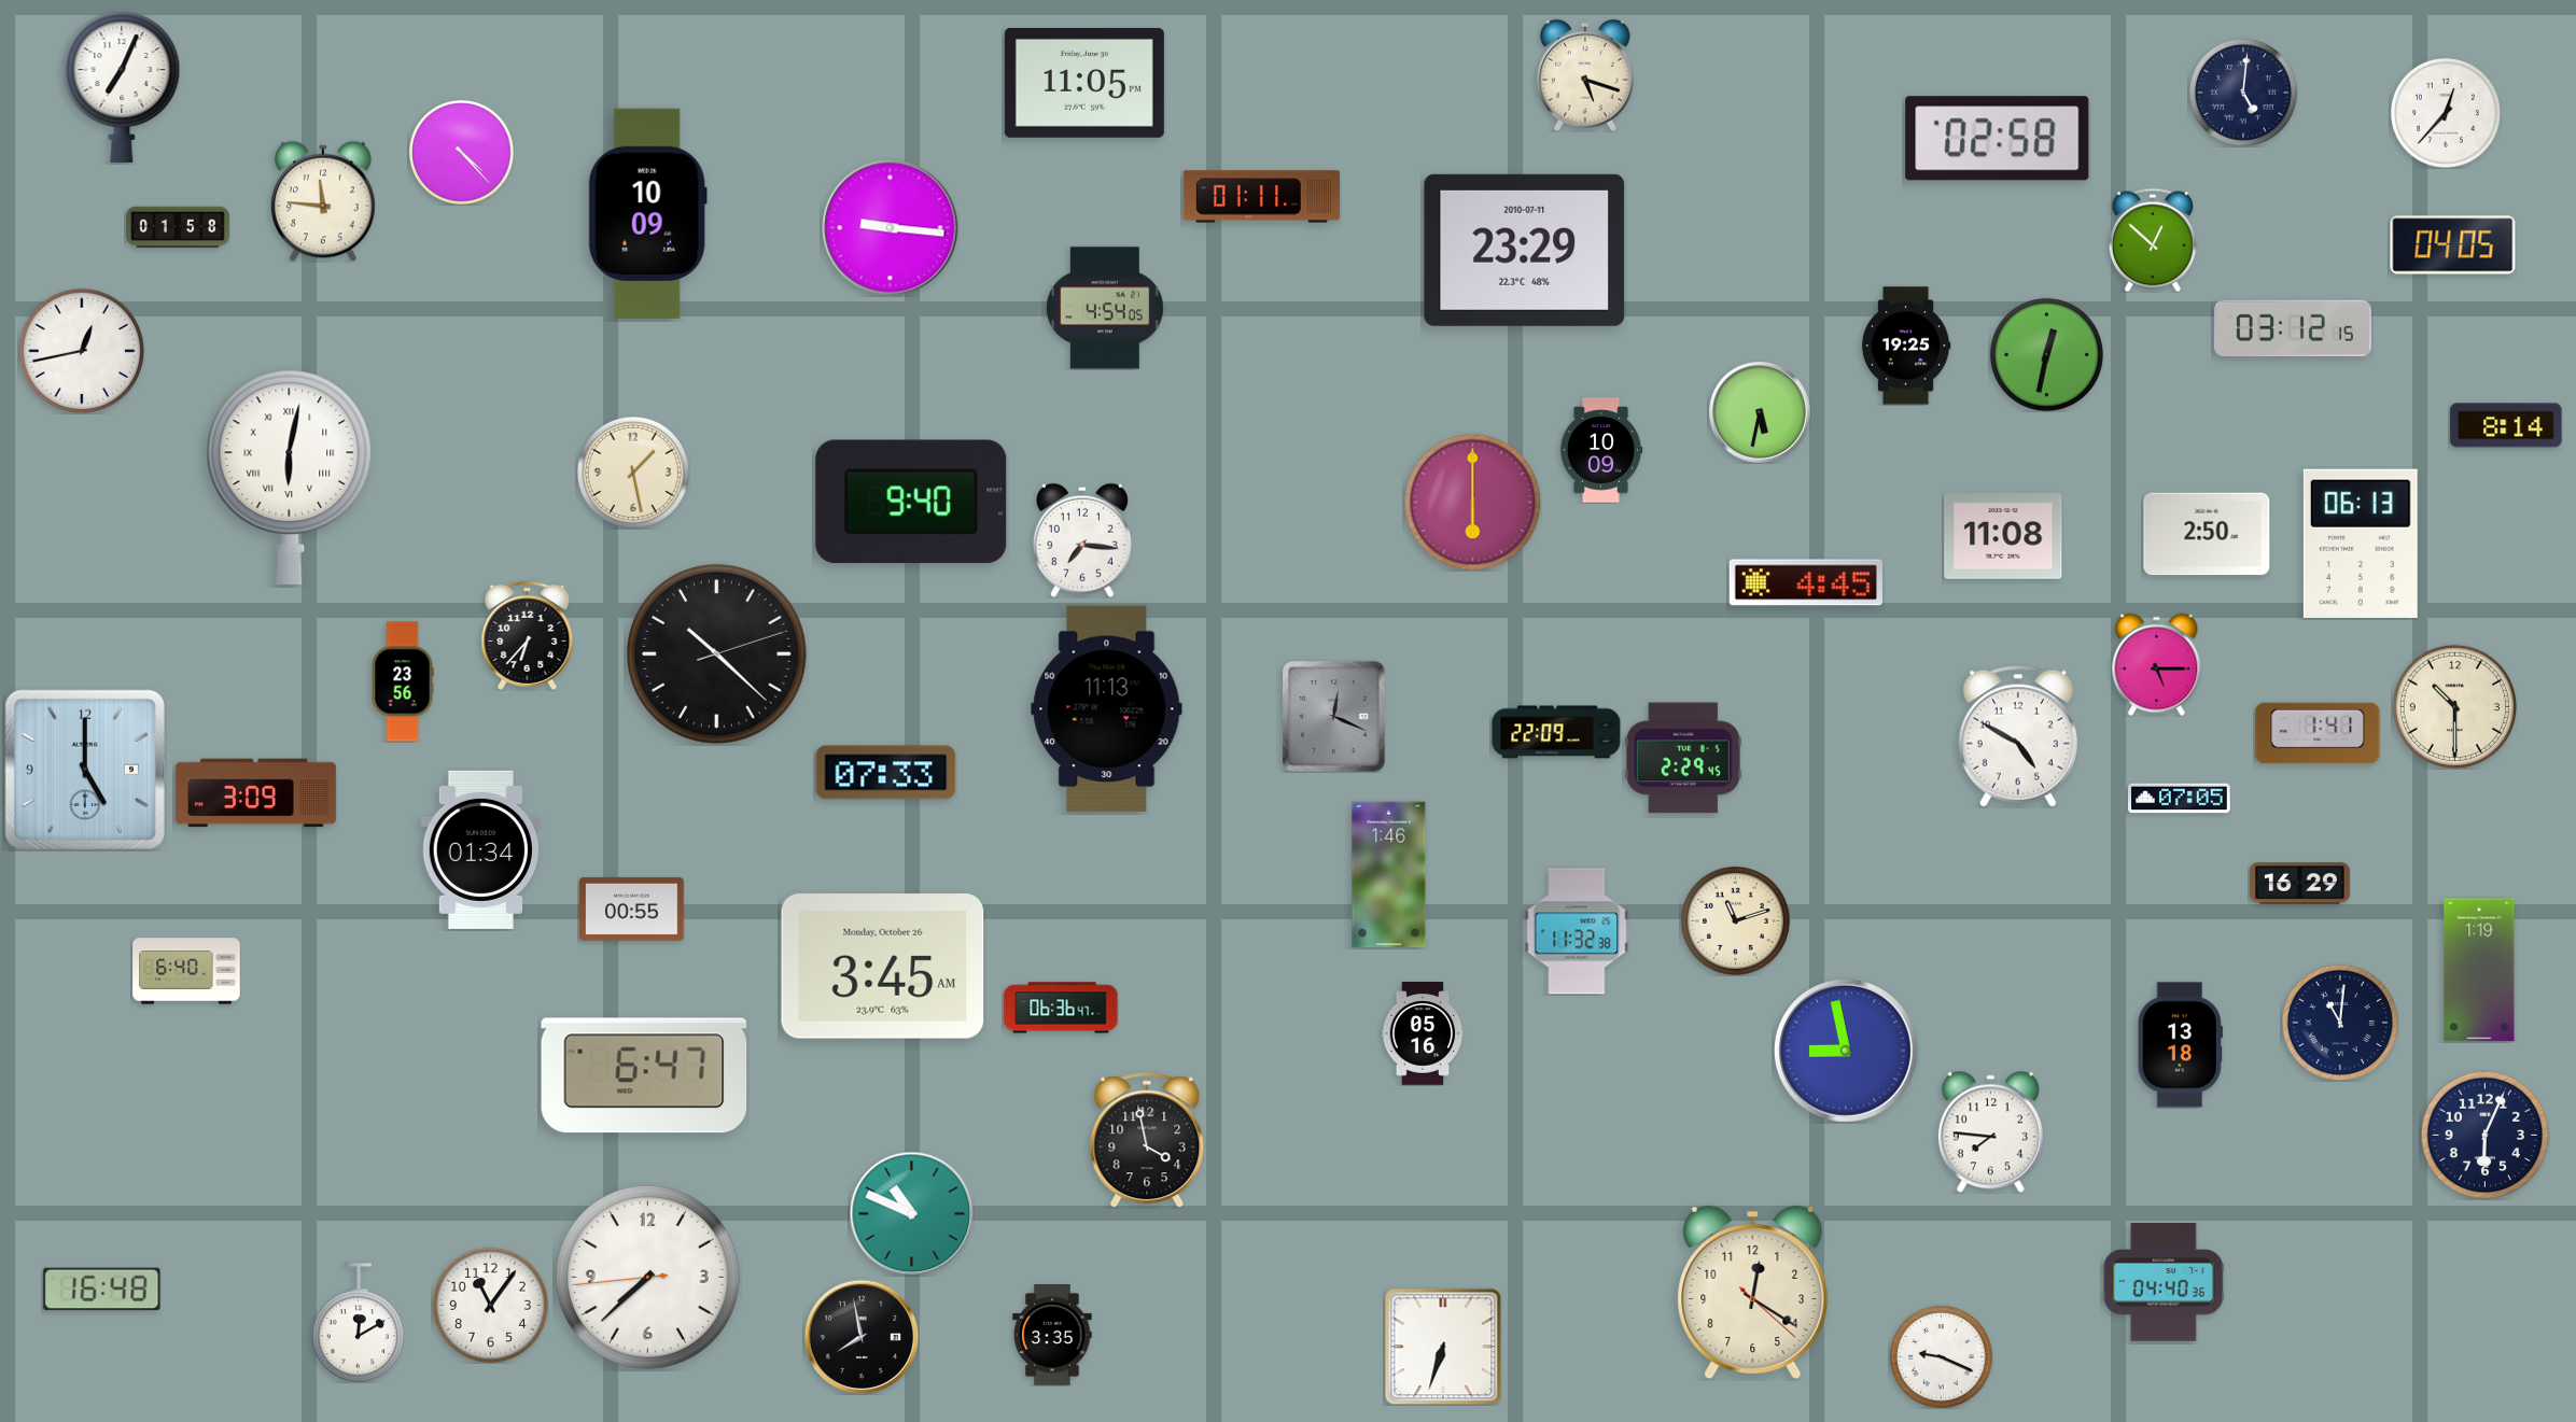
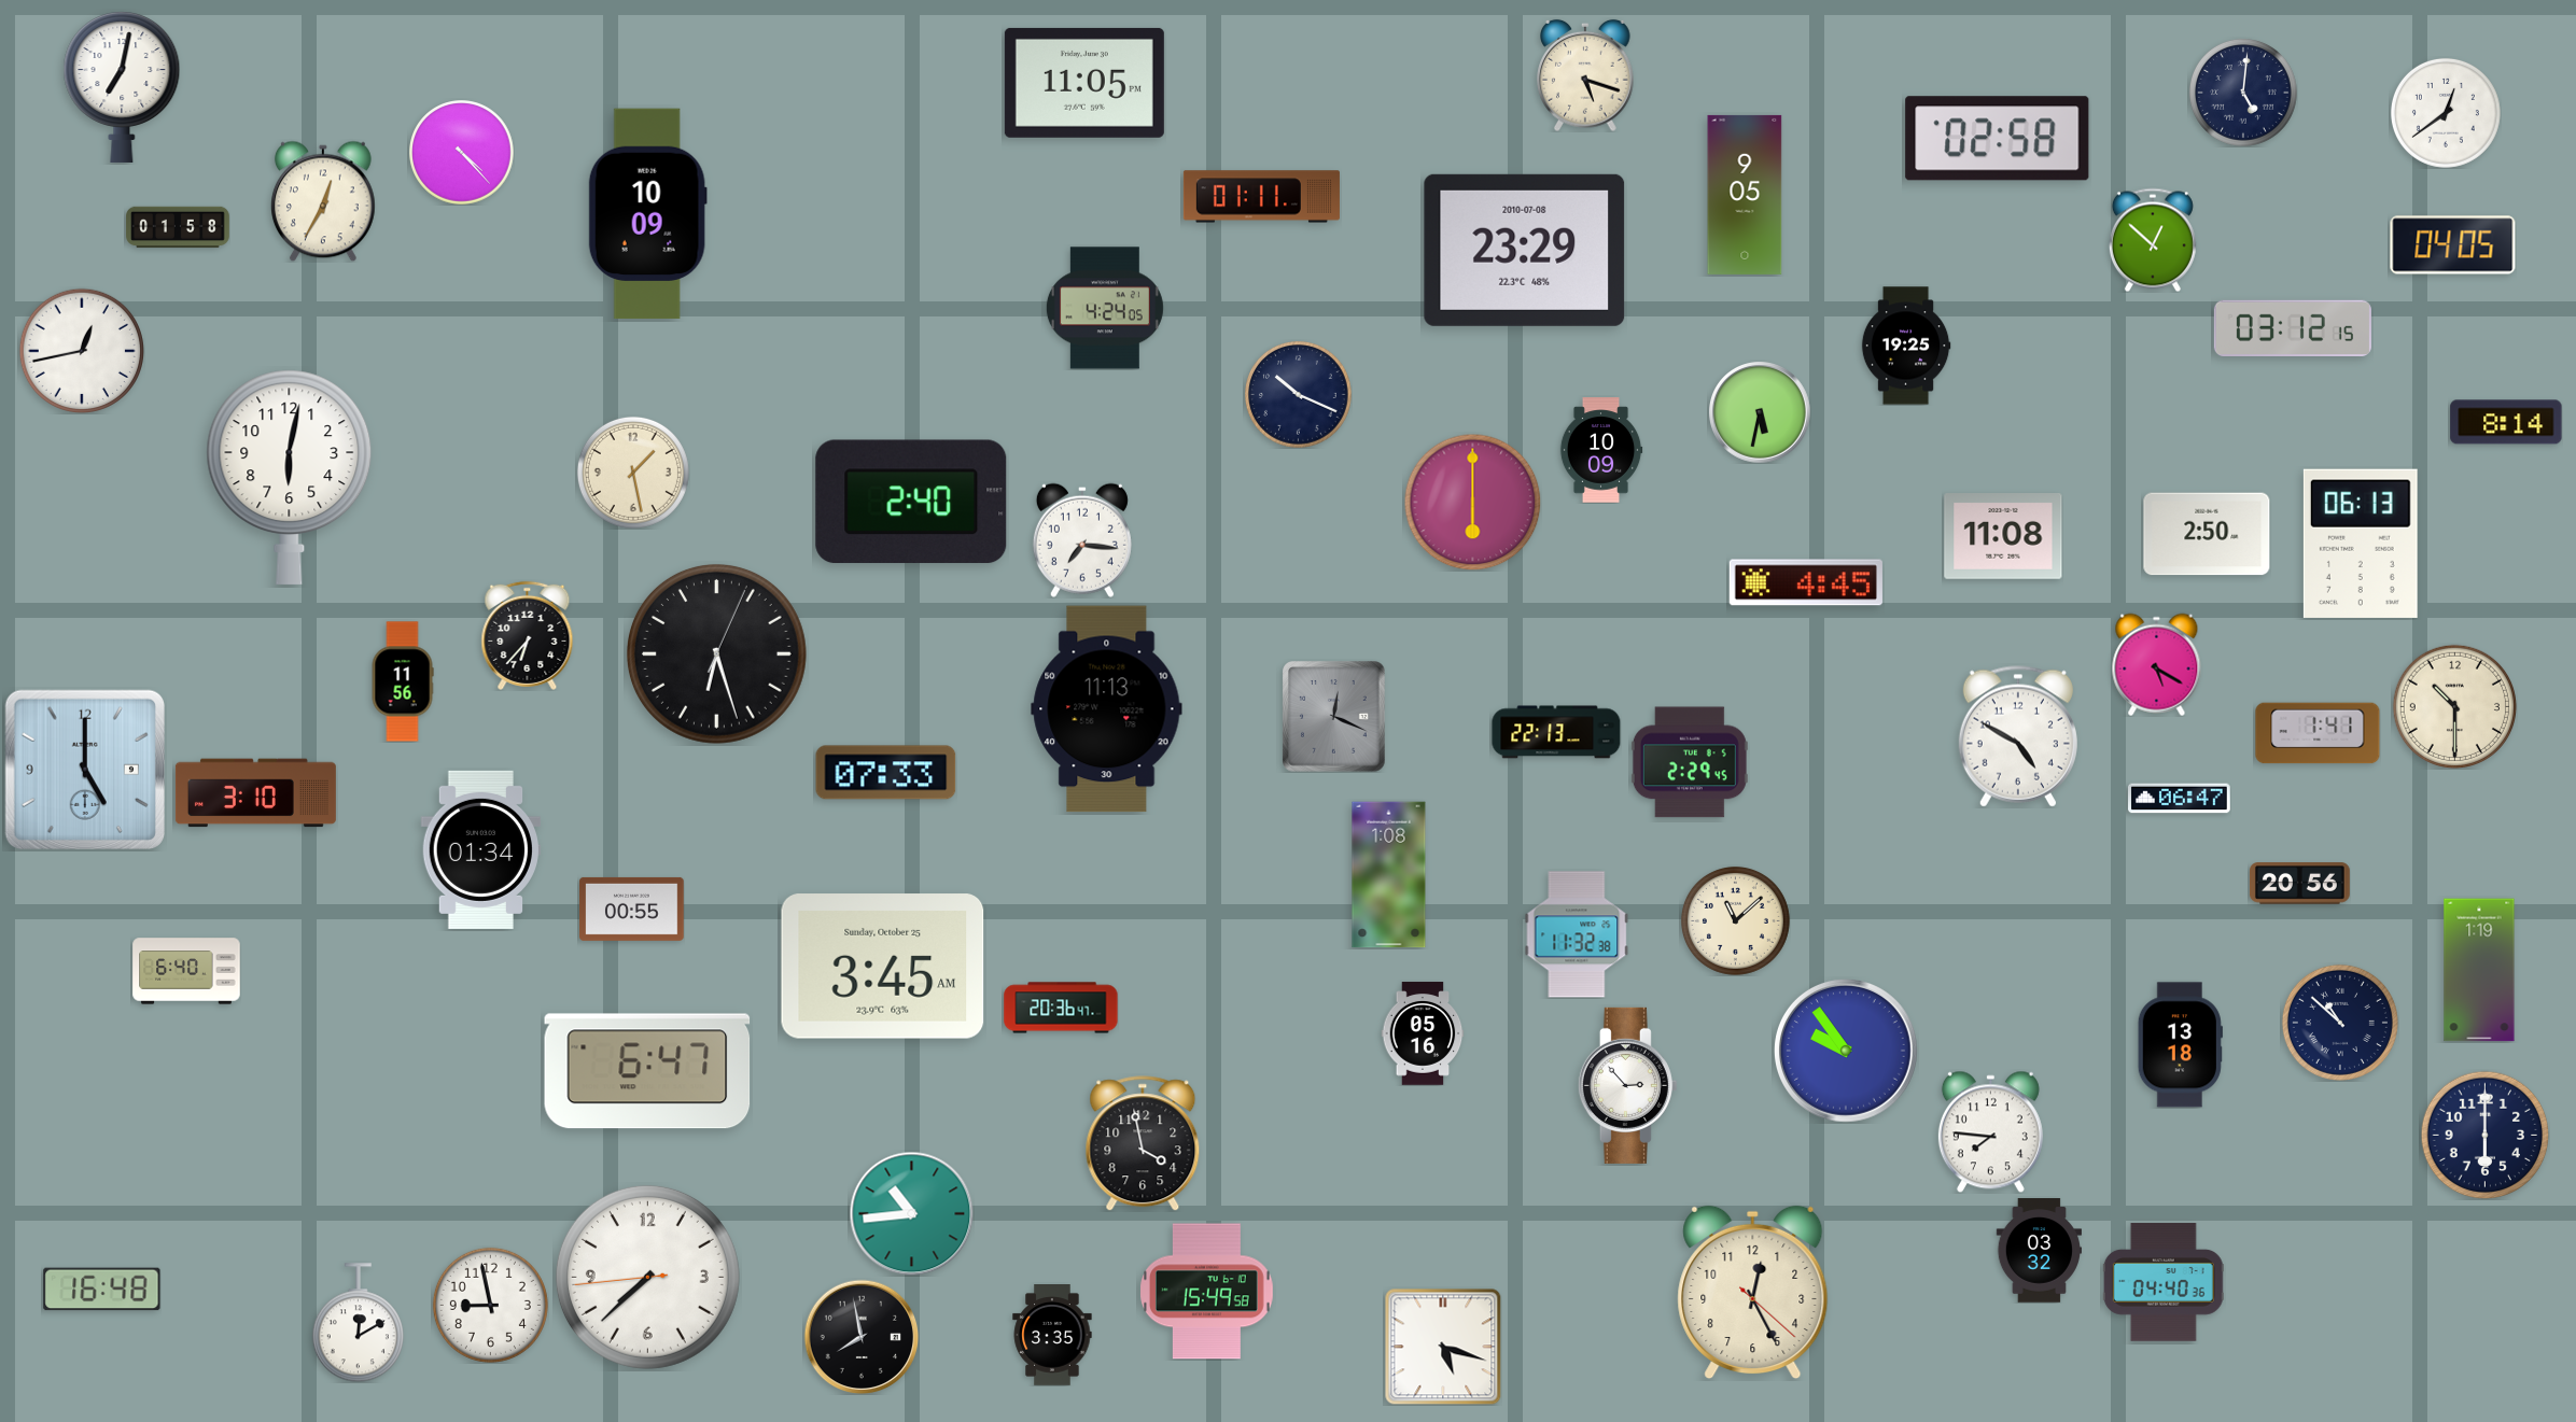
clock at (122, 87): 7:04 -> 7:02
clock at (2446, 113): 12:37 -> 12:39
clock at (1745, 195): none -> 9:05
clock at (323, 201): 11:46 -> 12:35
clock at (891, 228): 9:16 -> none
clock at (1525, 250) date: 2010-07-11 -> 2010-07-08
clock at (1105, 308): 4:54 -> 4:24
clock at (2046, 354): 12:32 -> none
clock at (1299, 395): none -> 10:19
clock at (2506, 425) position: (2506, 425) -> (2506, 422)
clock at (290, 477) numerals: Roman -> Arabic
clock at (911, 502): 9:40 -> 2:40
clock at (716, 653): 10:22 -> 6:27
clock at (2157, 664): 5:15 -> 5:20
clock at (403, 681): 23:56 -> 11:56
clock at (1556, 732): 22:09 -> 22:13
clock at (1683, 758) position: (1683, 758) -> (1690, 762)
clock at (255, 793): 3:09 -> 3:10
clock at (2180, 799): 07:05 -> 06:47
clock at (1389, 875): 1:46 -> 1:08
clock at (2299, 884): 16:29 -> 20:56
clock at (1735, 920): 11:12 -> 11:08
clock at (1577, 931) position: (1577, 931) -> (1577, 934)
clock at (883, 967) date: Monday, October 26 -> Sunday, October 25
clock at (1061, 1008): 06:36 -> 20:36
clock at (2340, 1023): 11:01 -> 10:52
clock at (1846, 1051): 8:58 -> 9:54
clock at (644, 1075) position: (644, 1075) -> (647, 1071)
clock at (1627, 1085): none -> 2:53
clock at (2484, 1135): 6:04 -> 6:00
clock at (1147, 1140) position: (1147, 1140) -> (1143, 1143)
clock at (911, 1213): 10:49 -> 10:44
clock at (2039, 1251): none -> 03:32
clock at (1207, 1292): none -> 15:49
clock at (1753, 1293): 12:20 -> 12:25
clock at (490, 1305): 11:06 -> 8:58
clock at (1443, 1347): 6:33 -> 5:18
clock at (1941, 1356): 9:19 -> none
